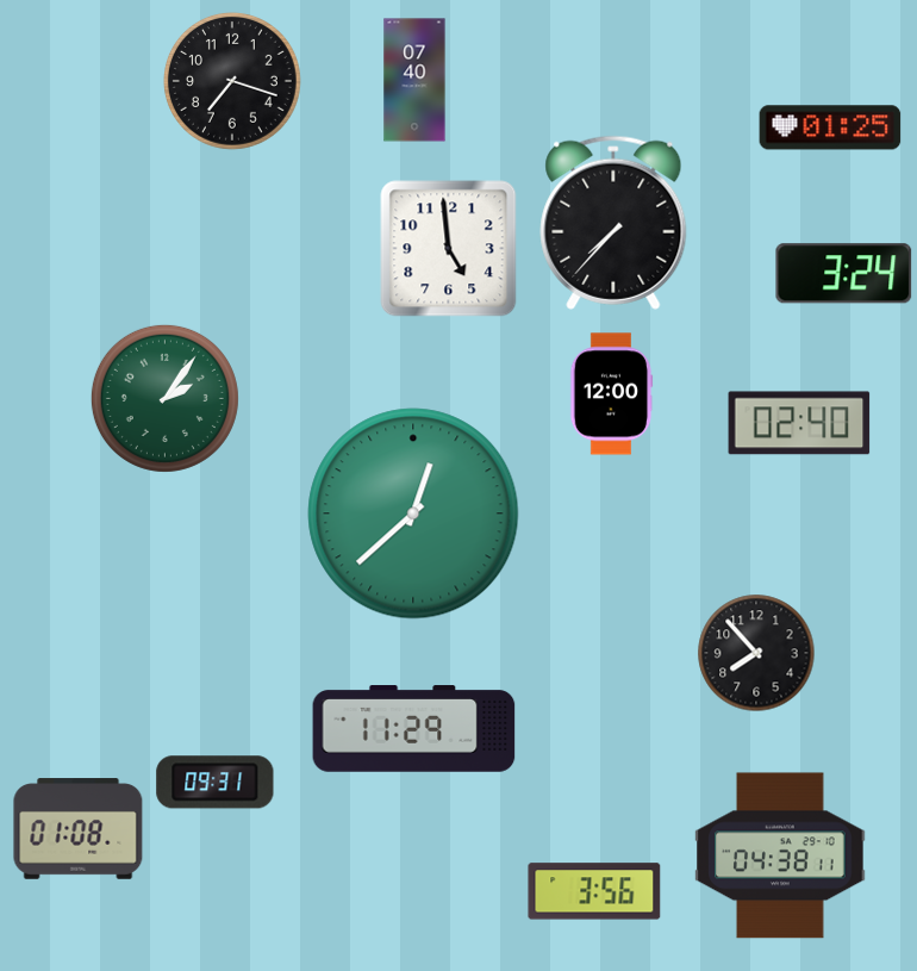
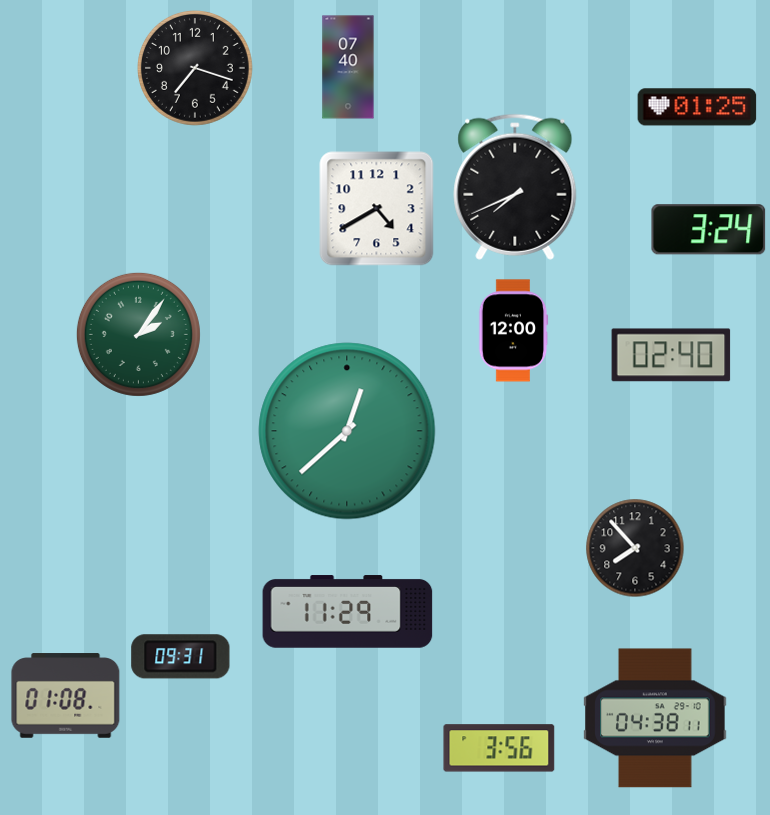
clock at (613, 223): 7:37 -> 7:41
clock at (449, 249): 4:59 -> 4:40
